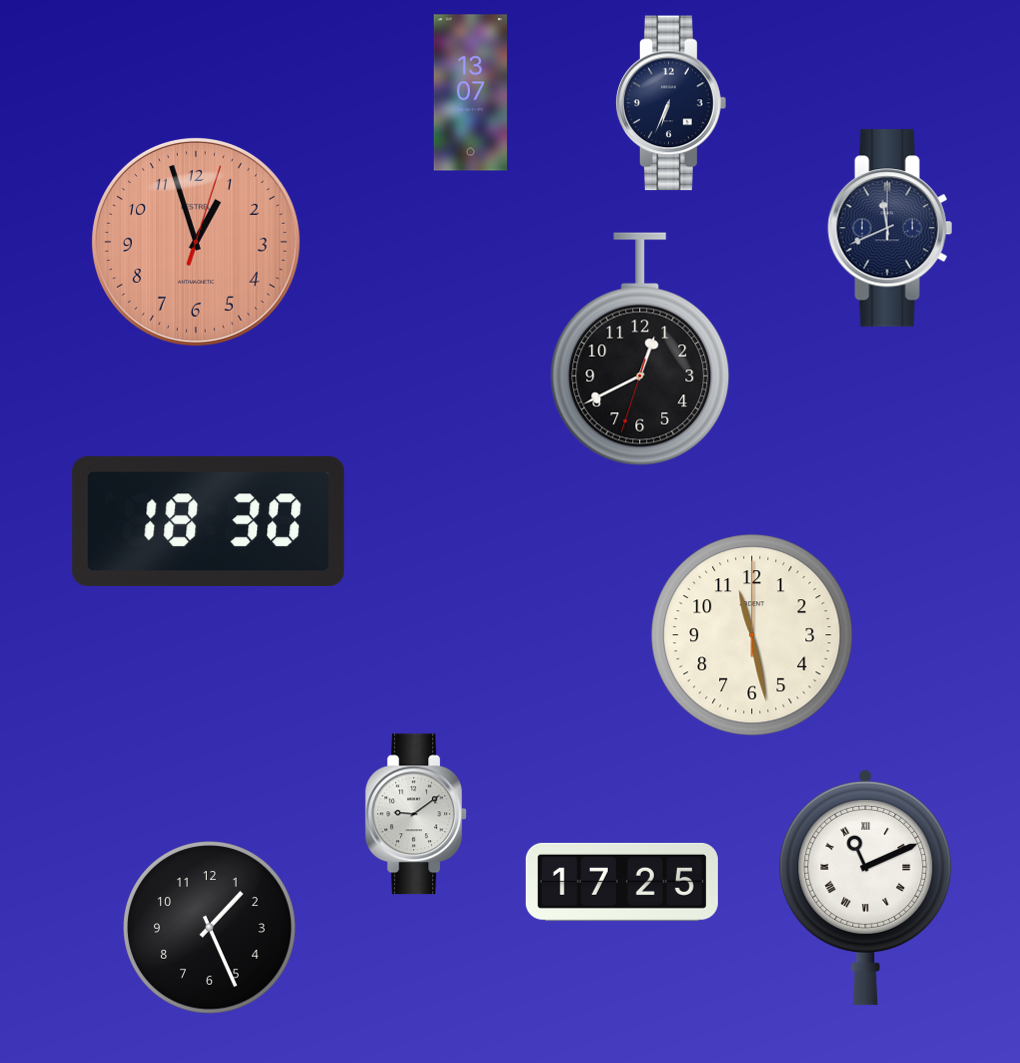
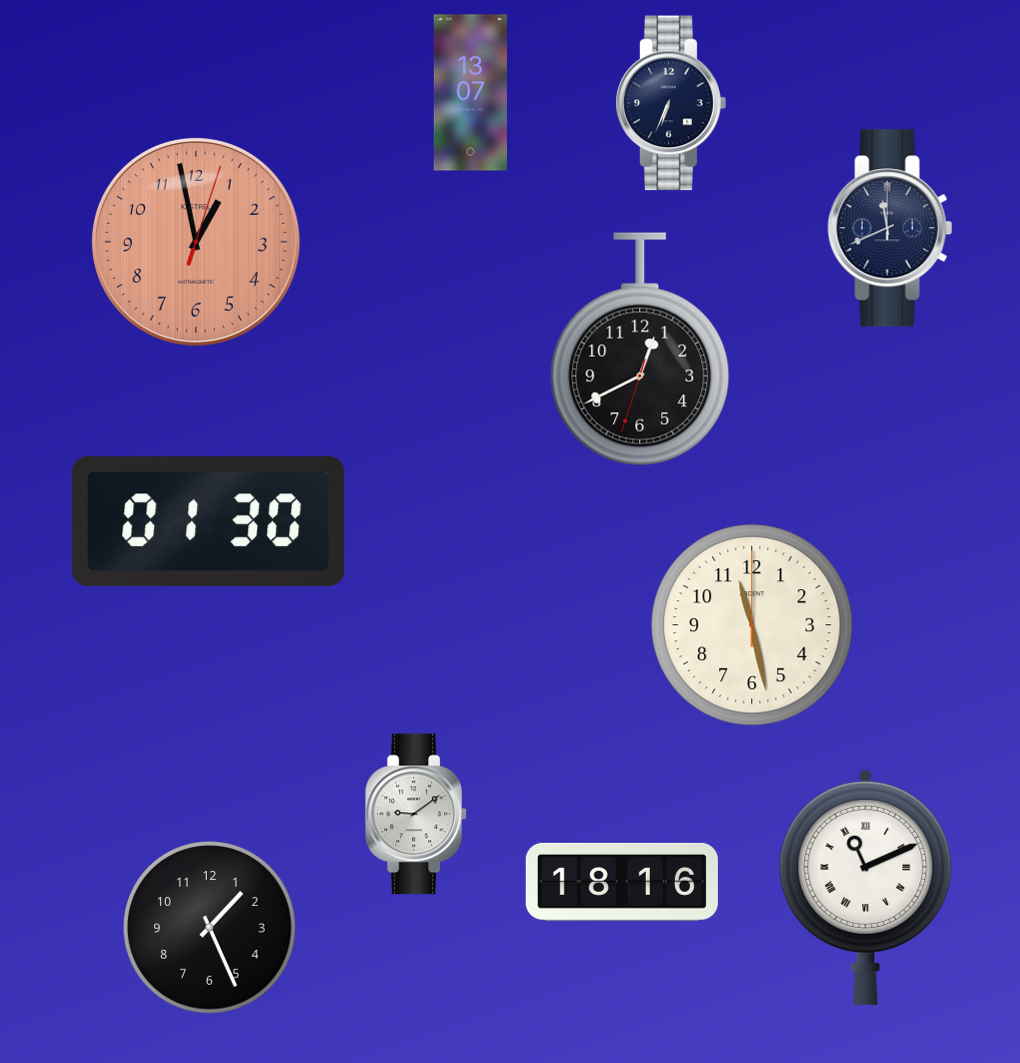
clock at (197, 243): 12:57 -> 12:58
clock at (209, 522): 18:30 -> 01:30
clock at (752, 635) position: (752, 635) -> (752, 625)
clock at (622, 882): 17:25 -> 18:16
